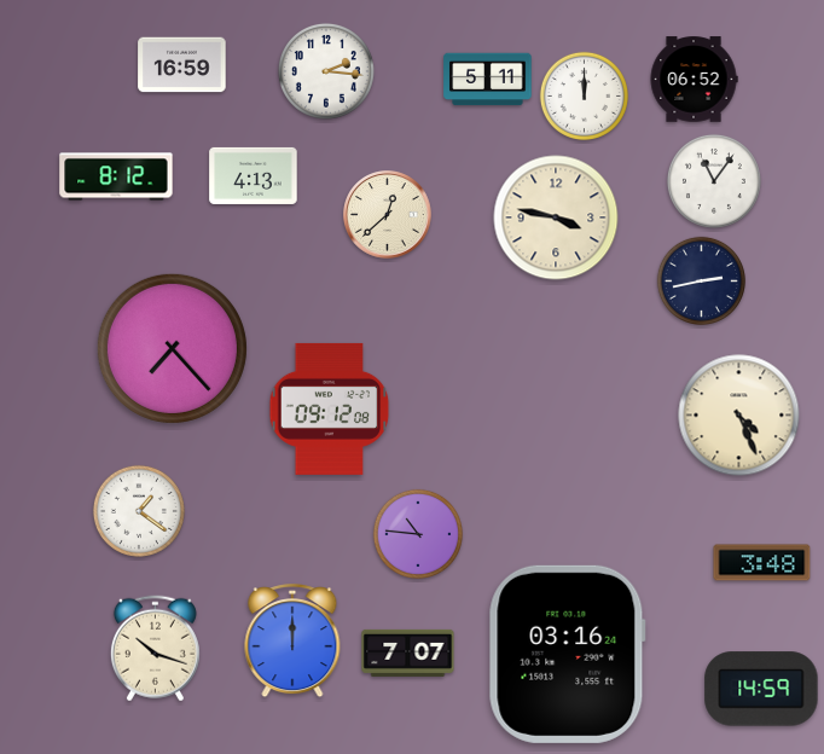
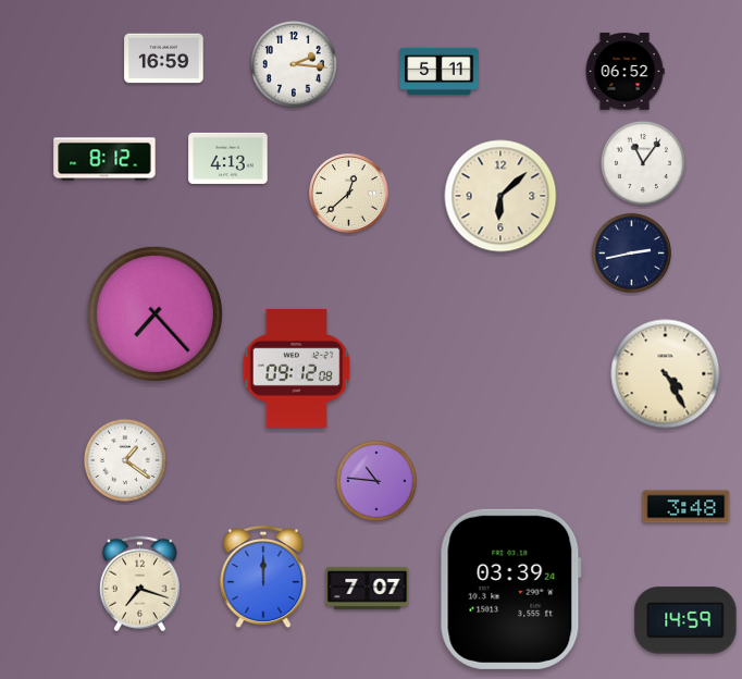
clock at (584, 95): 12:00 -> none
clock at (556, 217): 3:47 -> 6:08
clock at (739, 416): 4:26 -> 4:25
clock at (155, 649): 10:18 -> 7:18
clock at (567, 654): 03:16 -> 03:39
